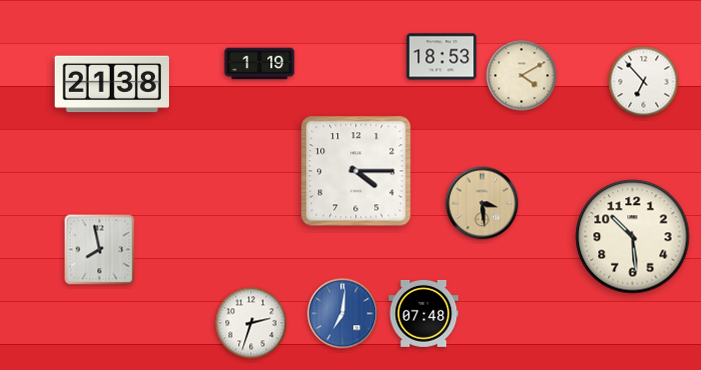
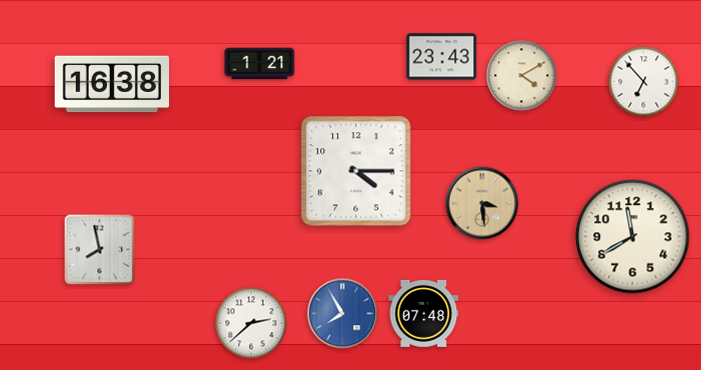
clock at (442, 57): 18:53 -> 23:43
clock at (260, 64): 1:19 -> 1:21
clock at (112, 84): 21:38 -> 16:38
clock at (633, 237): 10:29 -> 11:40
clock at (343, 314): 7:01 -> 7:55
clock at (251, 323): 2:33 -> 2:38
